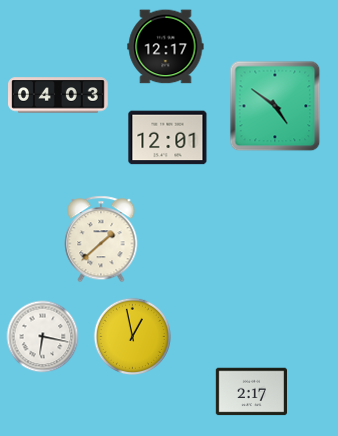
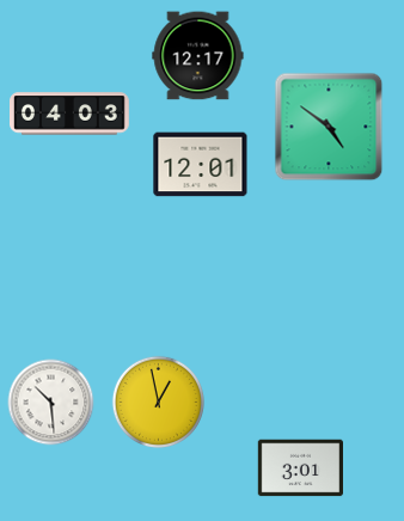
clock at (101, 239): 1:38 -> none
clock at (43, 337): 6:17 -> 10:29
clock at (251, 392): 2:17 -> 3:01
